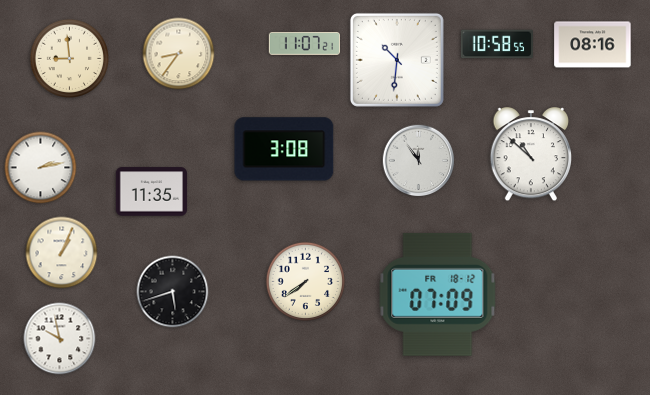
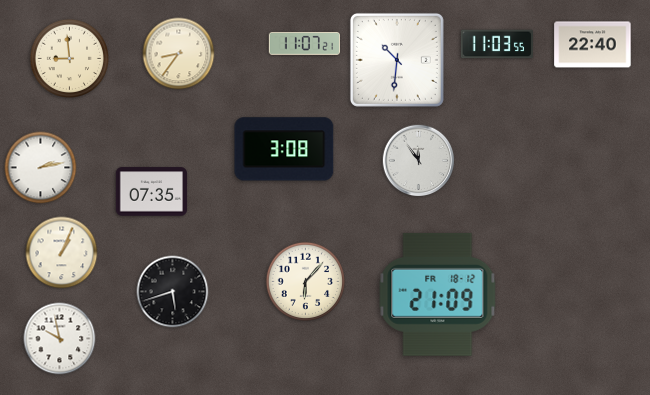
clock at (497, 44): 10:58 -> 11:03
clock at (593, 45): 08:16 -> 22:40
clock at (530, 155): 10:52 -> none
clock at (152, 192): 11:35 -> 07:35
clock at (306, 282): 7:39 -> 6:07
clock at (438, 294): 07:09 -> 21:09
